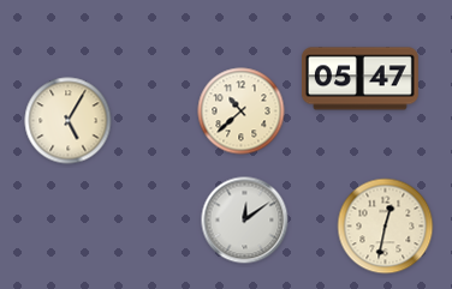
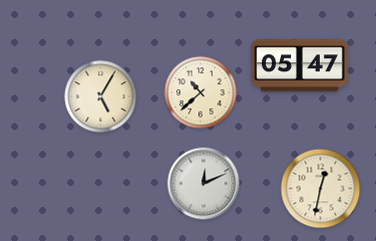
clock at (69, 121) position: (69, 121) -> (101, 97)
clock at (245, 221): 12:09 -> 12:11
